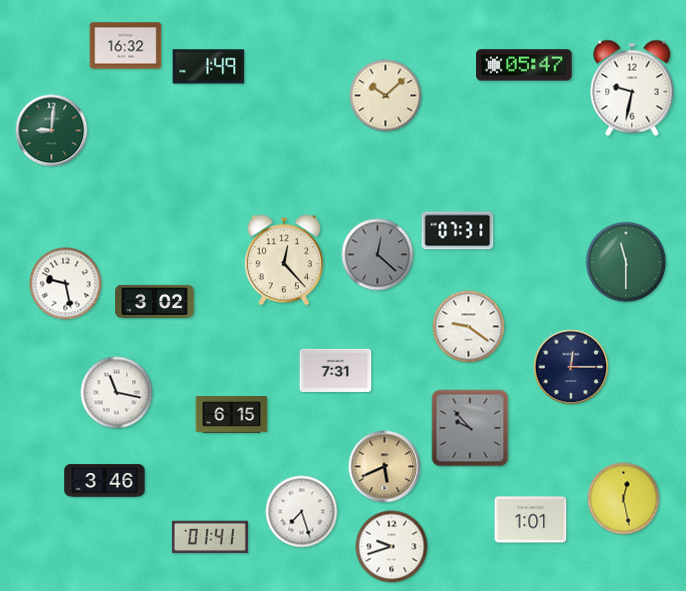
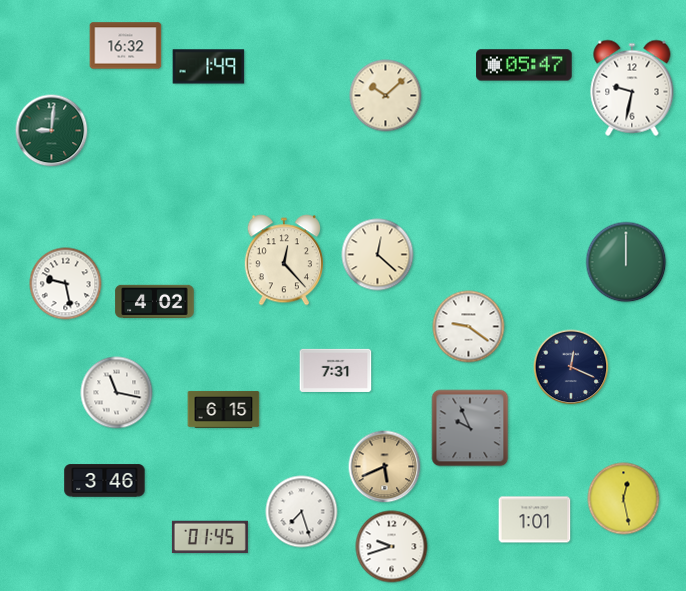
clock at (458, 231): 07:31 -> none
clock at (378, 255) dial: grey -> cream
clock at (626, 262): 11:30 -> 12:00
clock at (155, 301): 3:02 -> 4:02
clock at (571, 367): 12:15 -> 12:19
clock at (232, 414) position: (232, 414) -> (224, 409)
clock at (470, 428): 9:53 -> 9:56
clock at (531, 520) position: (531, 520) -> (535, 520)
clock at (210, 537): 01:41 -> 01:45
